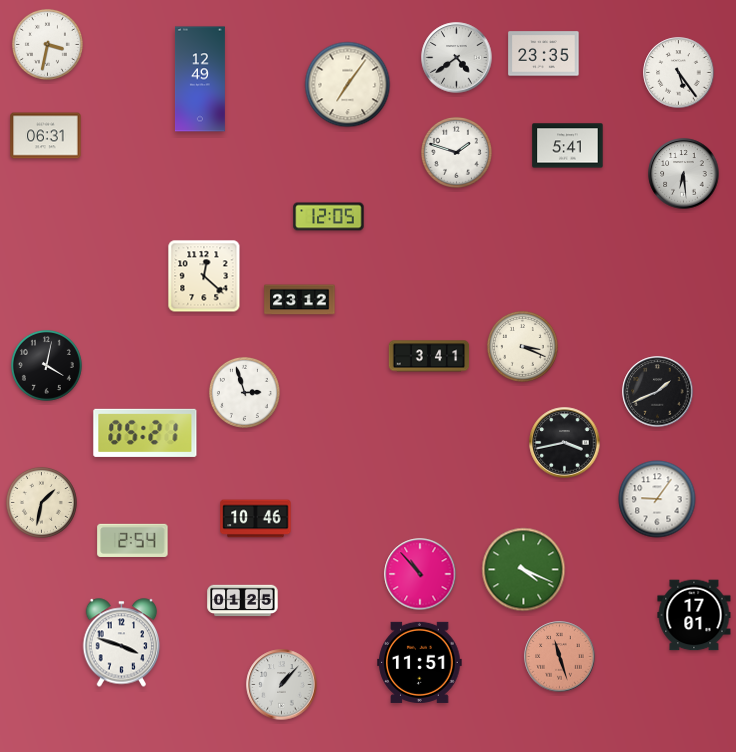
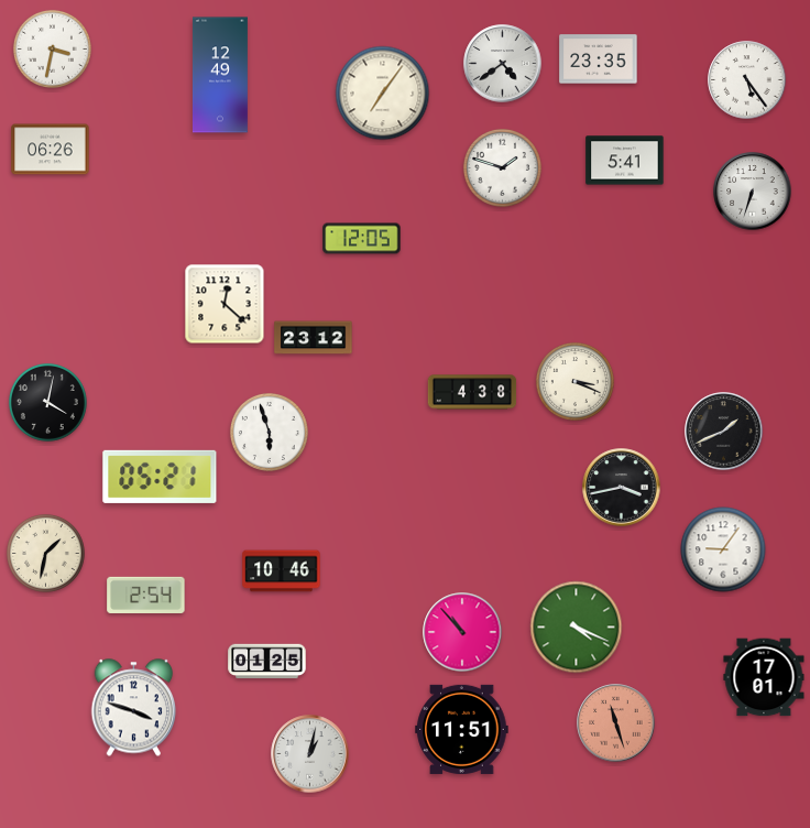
clock at (200, 79) position: (200, 79) -> (220, 75)
clock at (46, 136): 06:31 -> 06:26
clock at (684, 174): 6:29 -> 6:33
clock at (300, 300) position: (300, 300) -> (314, 338)
clock at (429, 356): 3:41 -> 4:38
clock at (46, 365) position: (46, 365) -> (47, 402)
clock at (244, 392): 2:57 -> 5:57
clock at (282, 685): 1:07 -> 1:02
